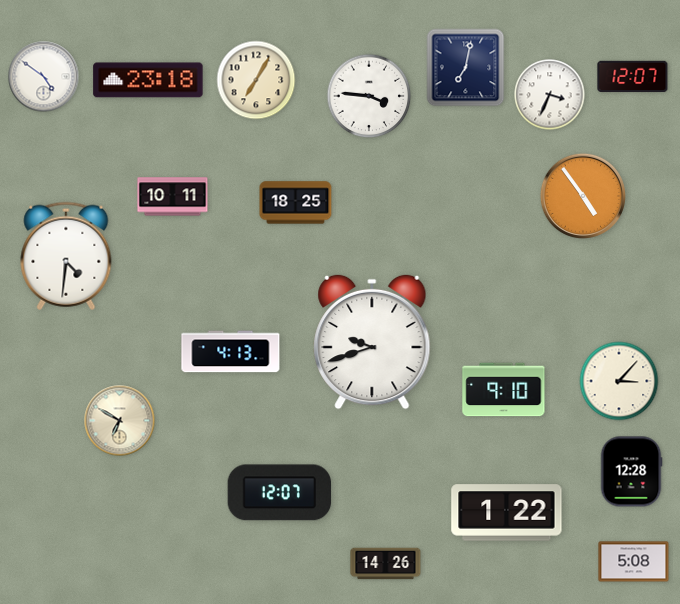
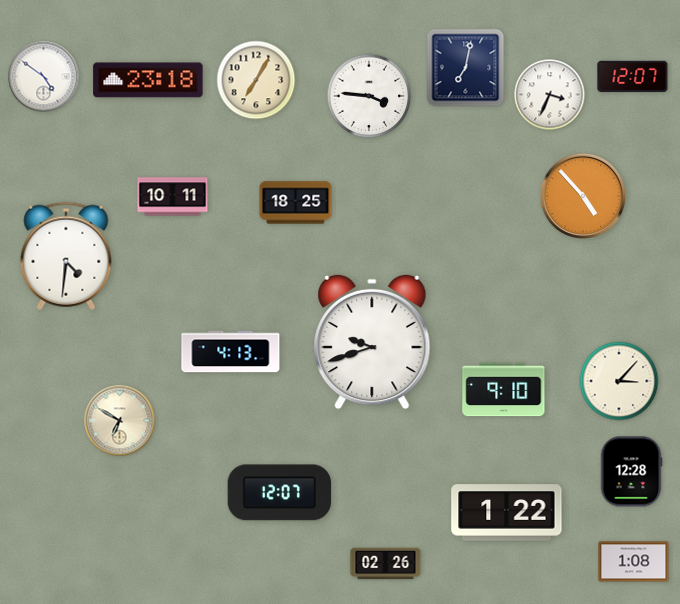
clock at (582, 195): 4:54 -> 4:53
clock at (634, 562): 5:08 -> 1:08
clock at (386, 564): 14:26 -> 02:26
